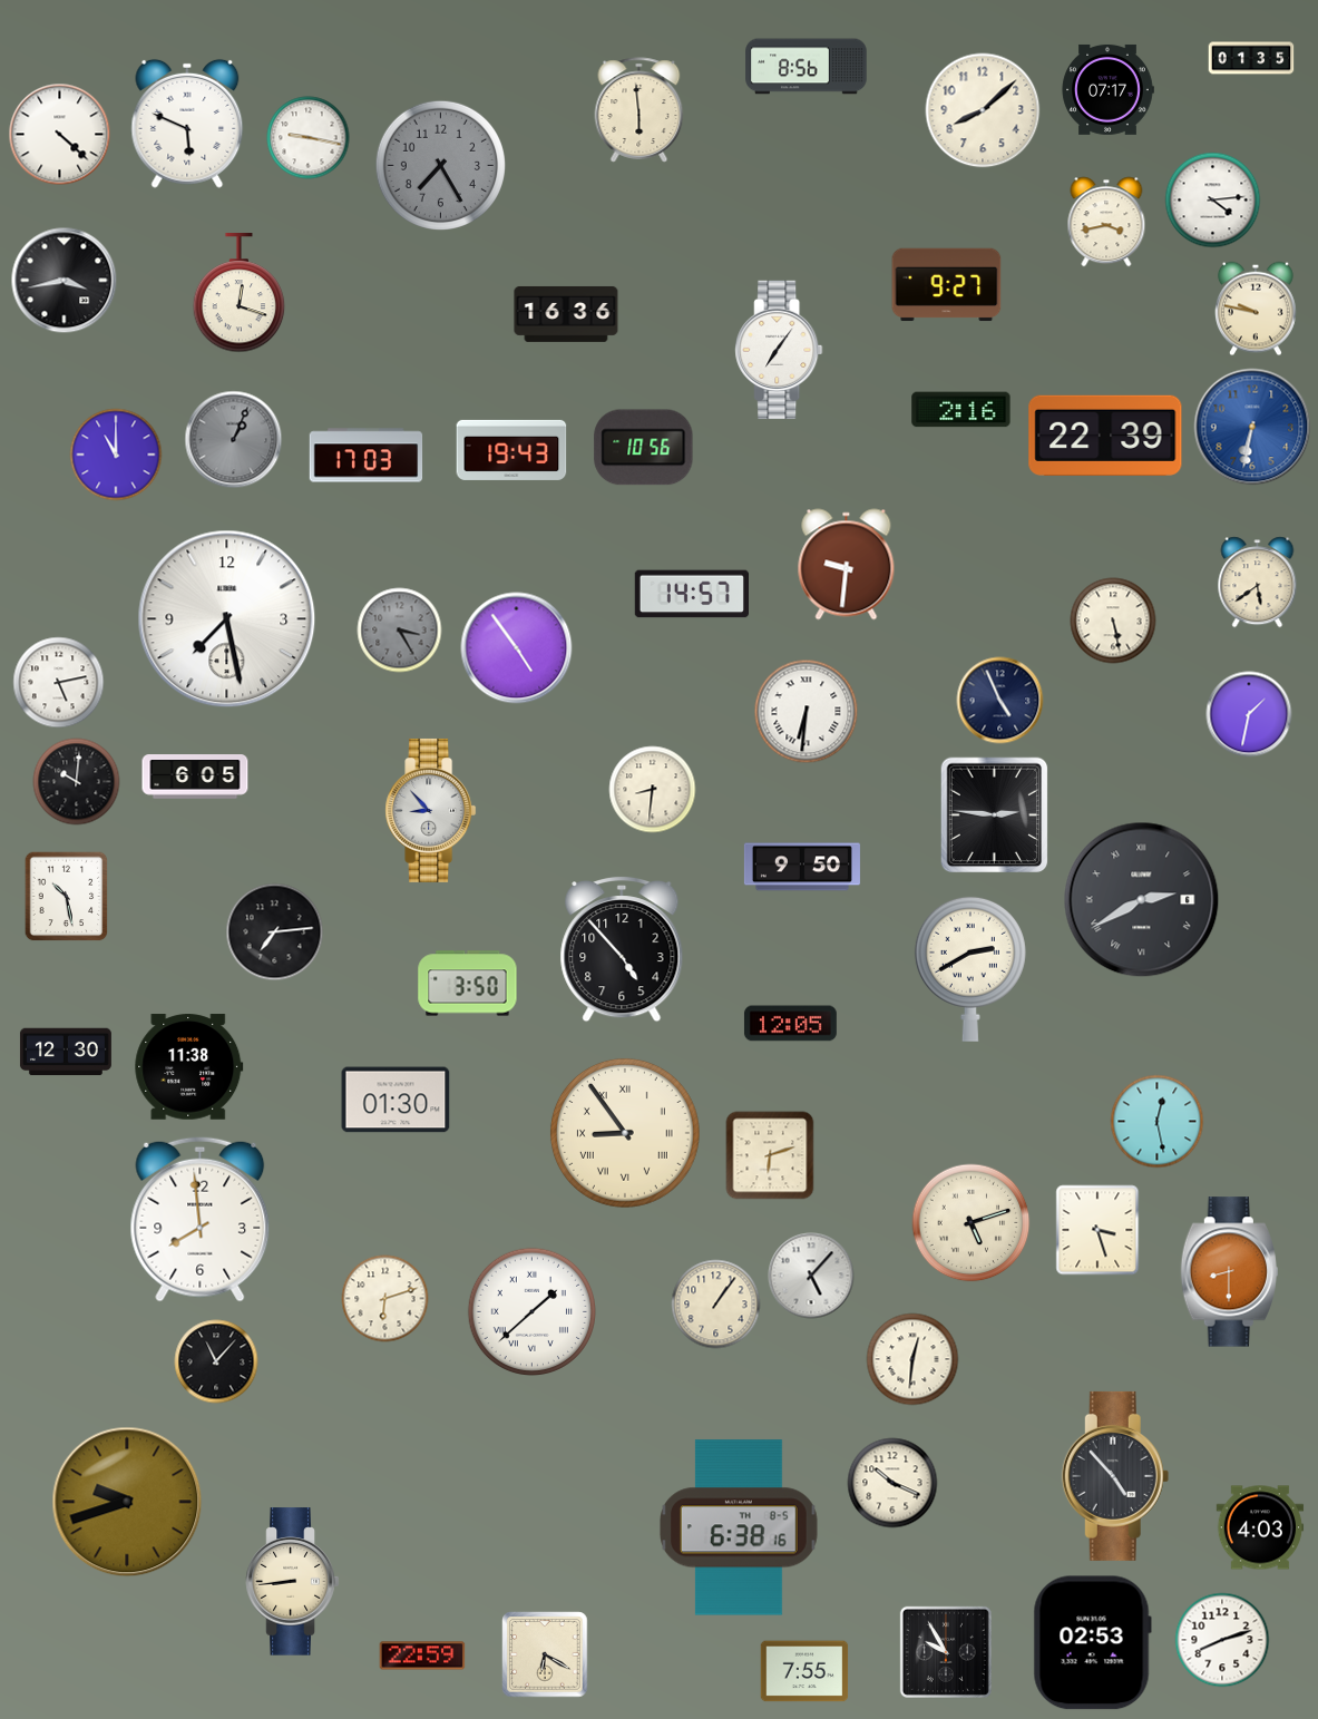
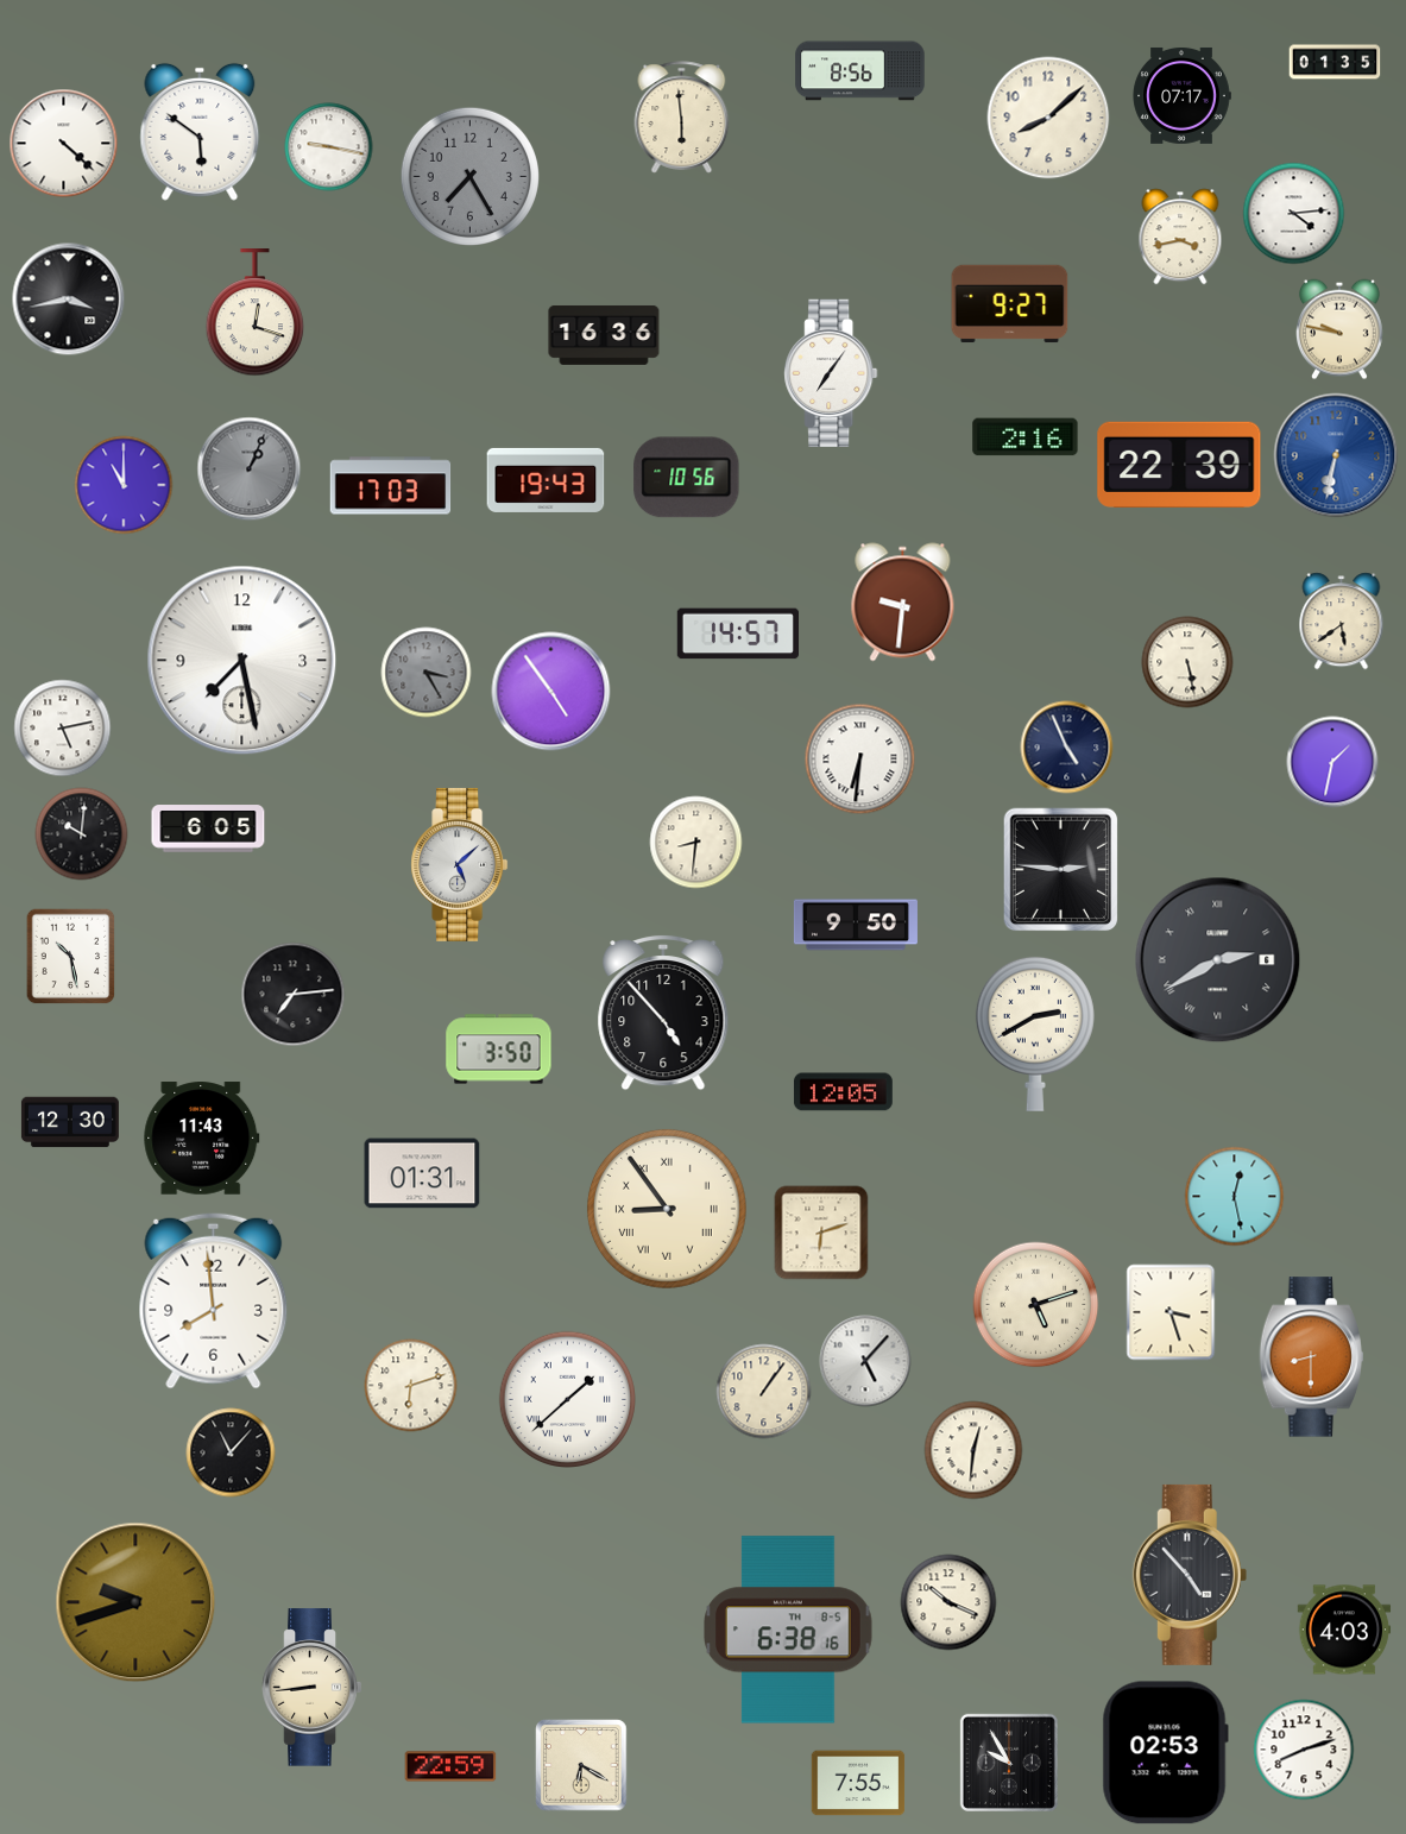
clock at (187, 124): 5:49 -> 5:51
clock at (431, 810): 8:53 -> 5:08
clock at (189, 1067): 11:38 -> 11:43
clock at (396, 1100): 01:30 -> 01:31
clock at (892, 1483) position: (892, 1483) -> (948, 1602)
